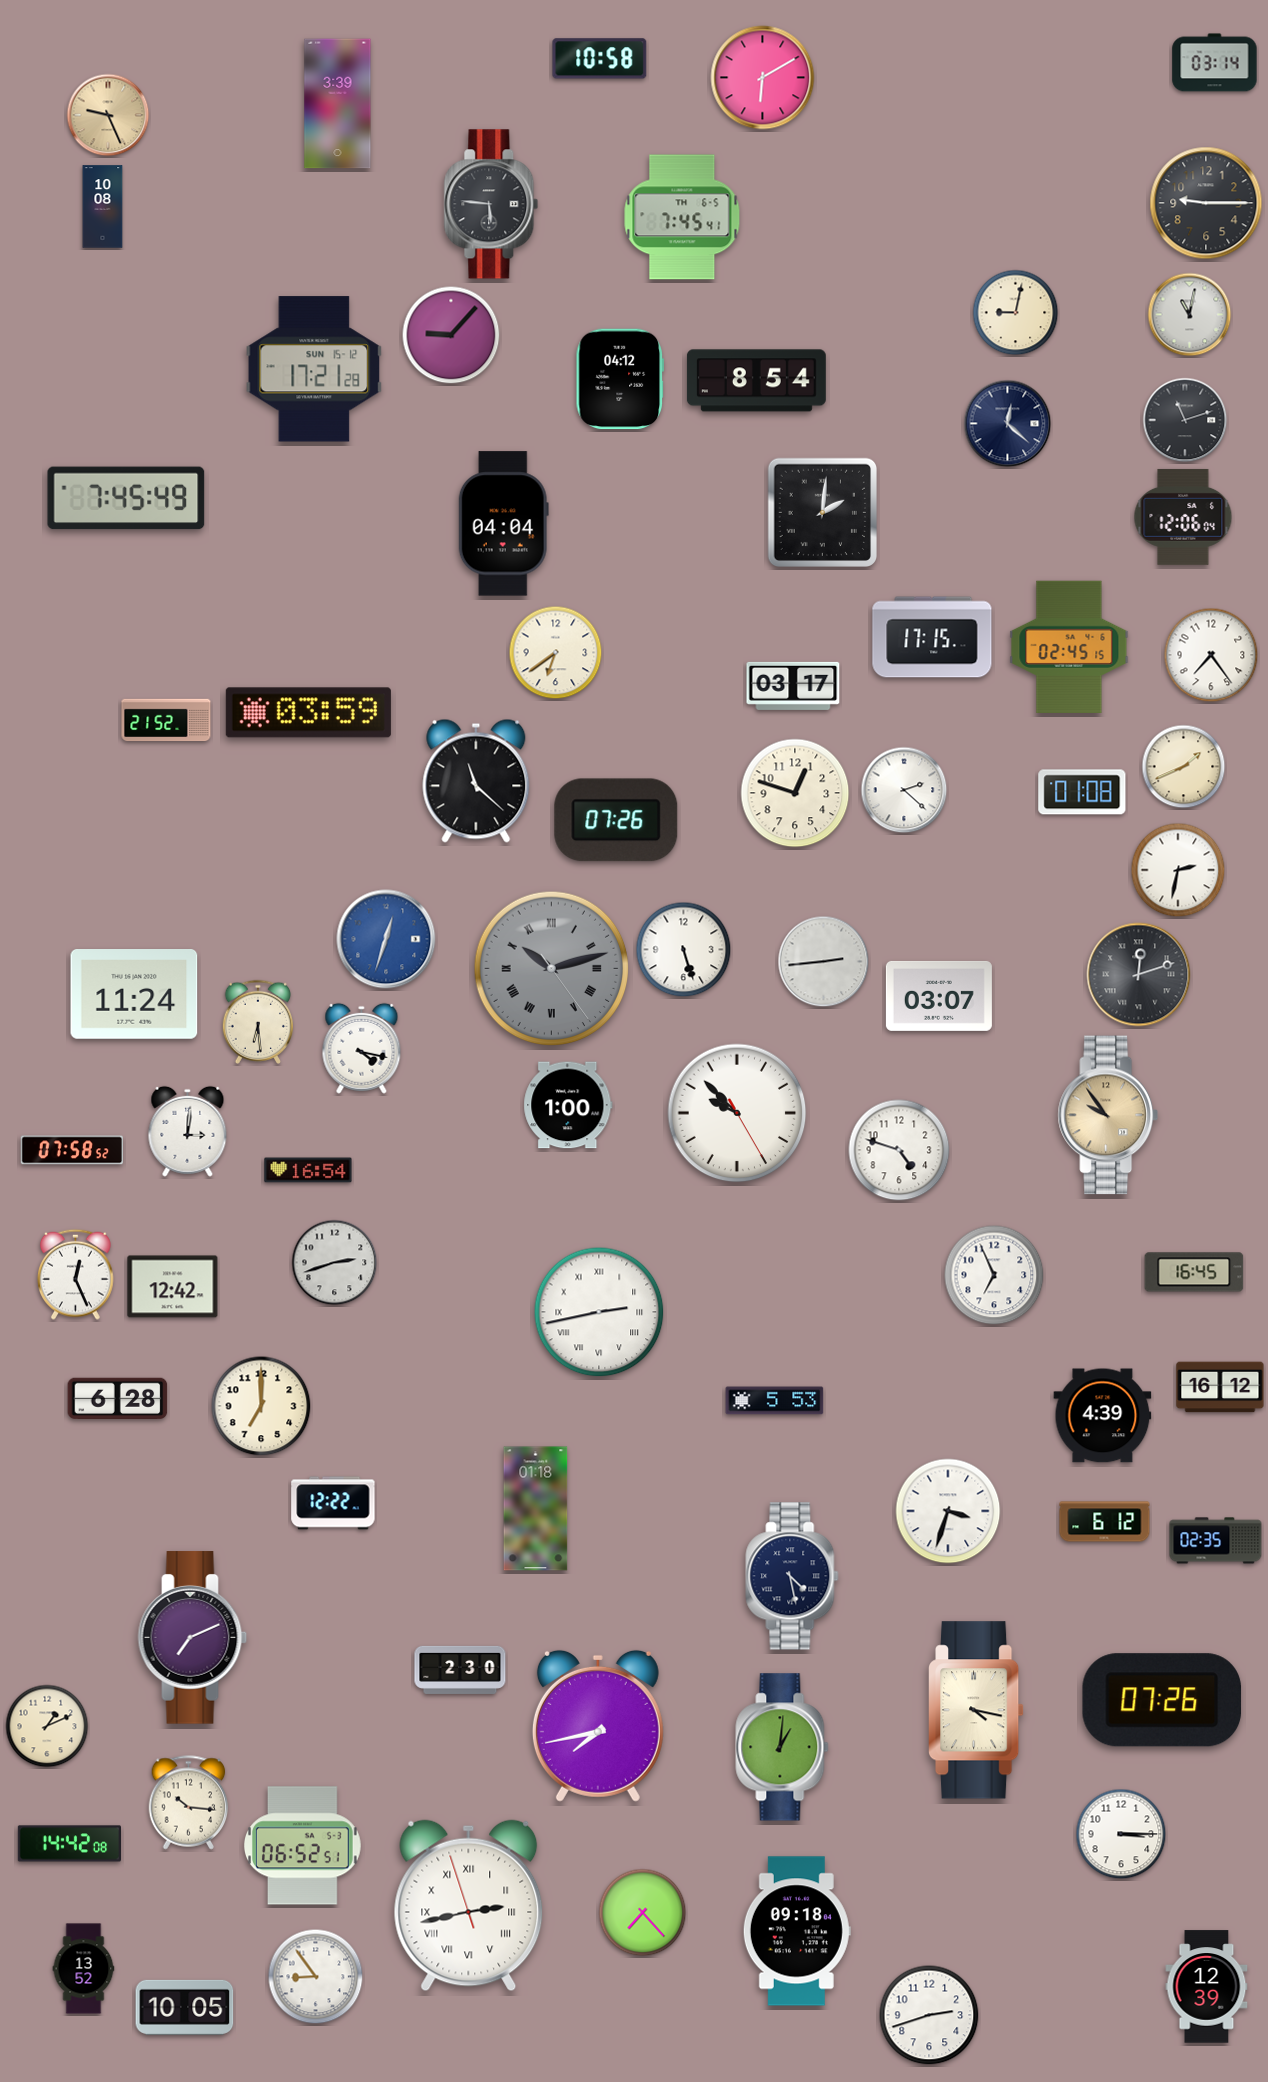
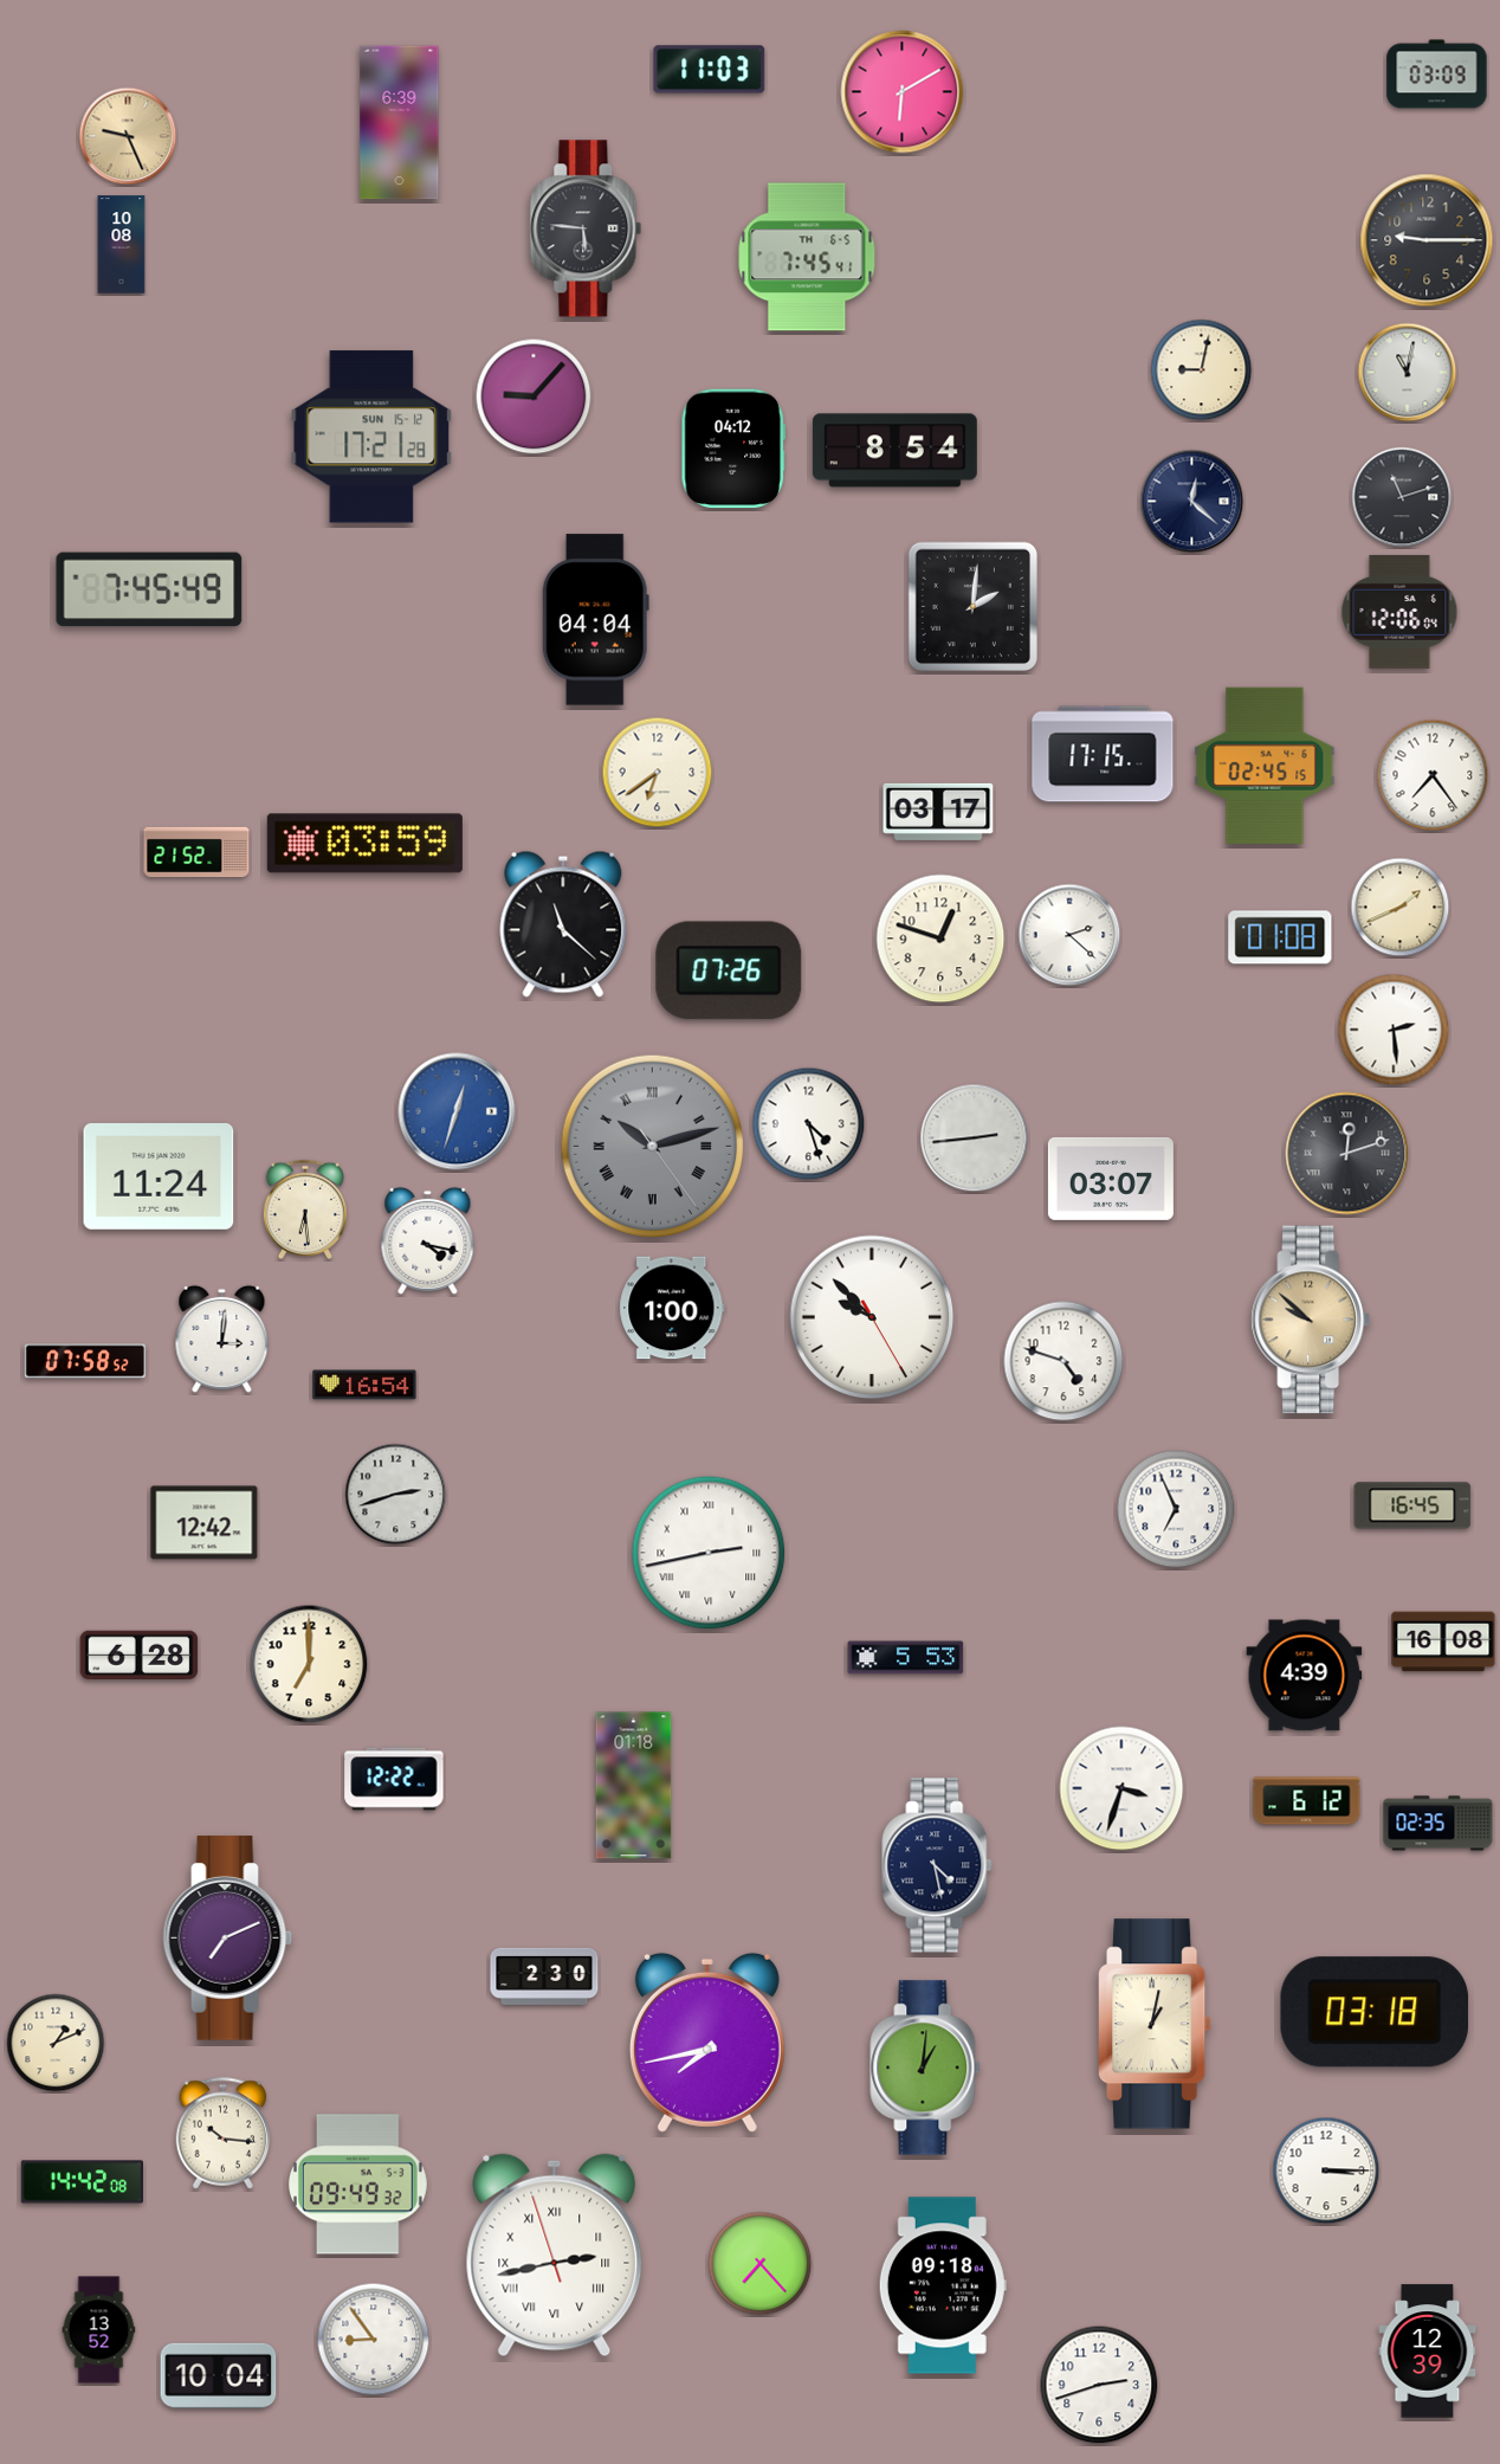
clock at (600, 59): 10:58 -> 11:03
clock at (1215, 63): 03:14 -> 03:09
clock at (338, 104): 3:39 -> 6:39
clock at (491, 204) position: (491, 204) -> (586, 228)
clock at (1178, 870): 2:32 -> 2:29
clock at (684, 950): 5:27 -> 4:27
clock at (1108, 1115): 9:54 -> 9:52
clock at (76, 1274): 12:26 -> none
clock at (1220, 1387): 16:12 -> 16:08
clock at (775, 1401) position: (775, 1401) -> (906, 1658)
clock at (1162, 1700): 07:26 -> 03:18
clock at (977, 1710): 4:17 -> 1:02
clock at (303, 1846): 06:52 -> 09:49
clock at (185, 2007): 10:05 -> 10:04
